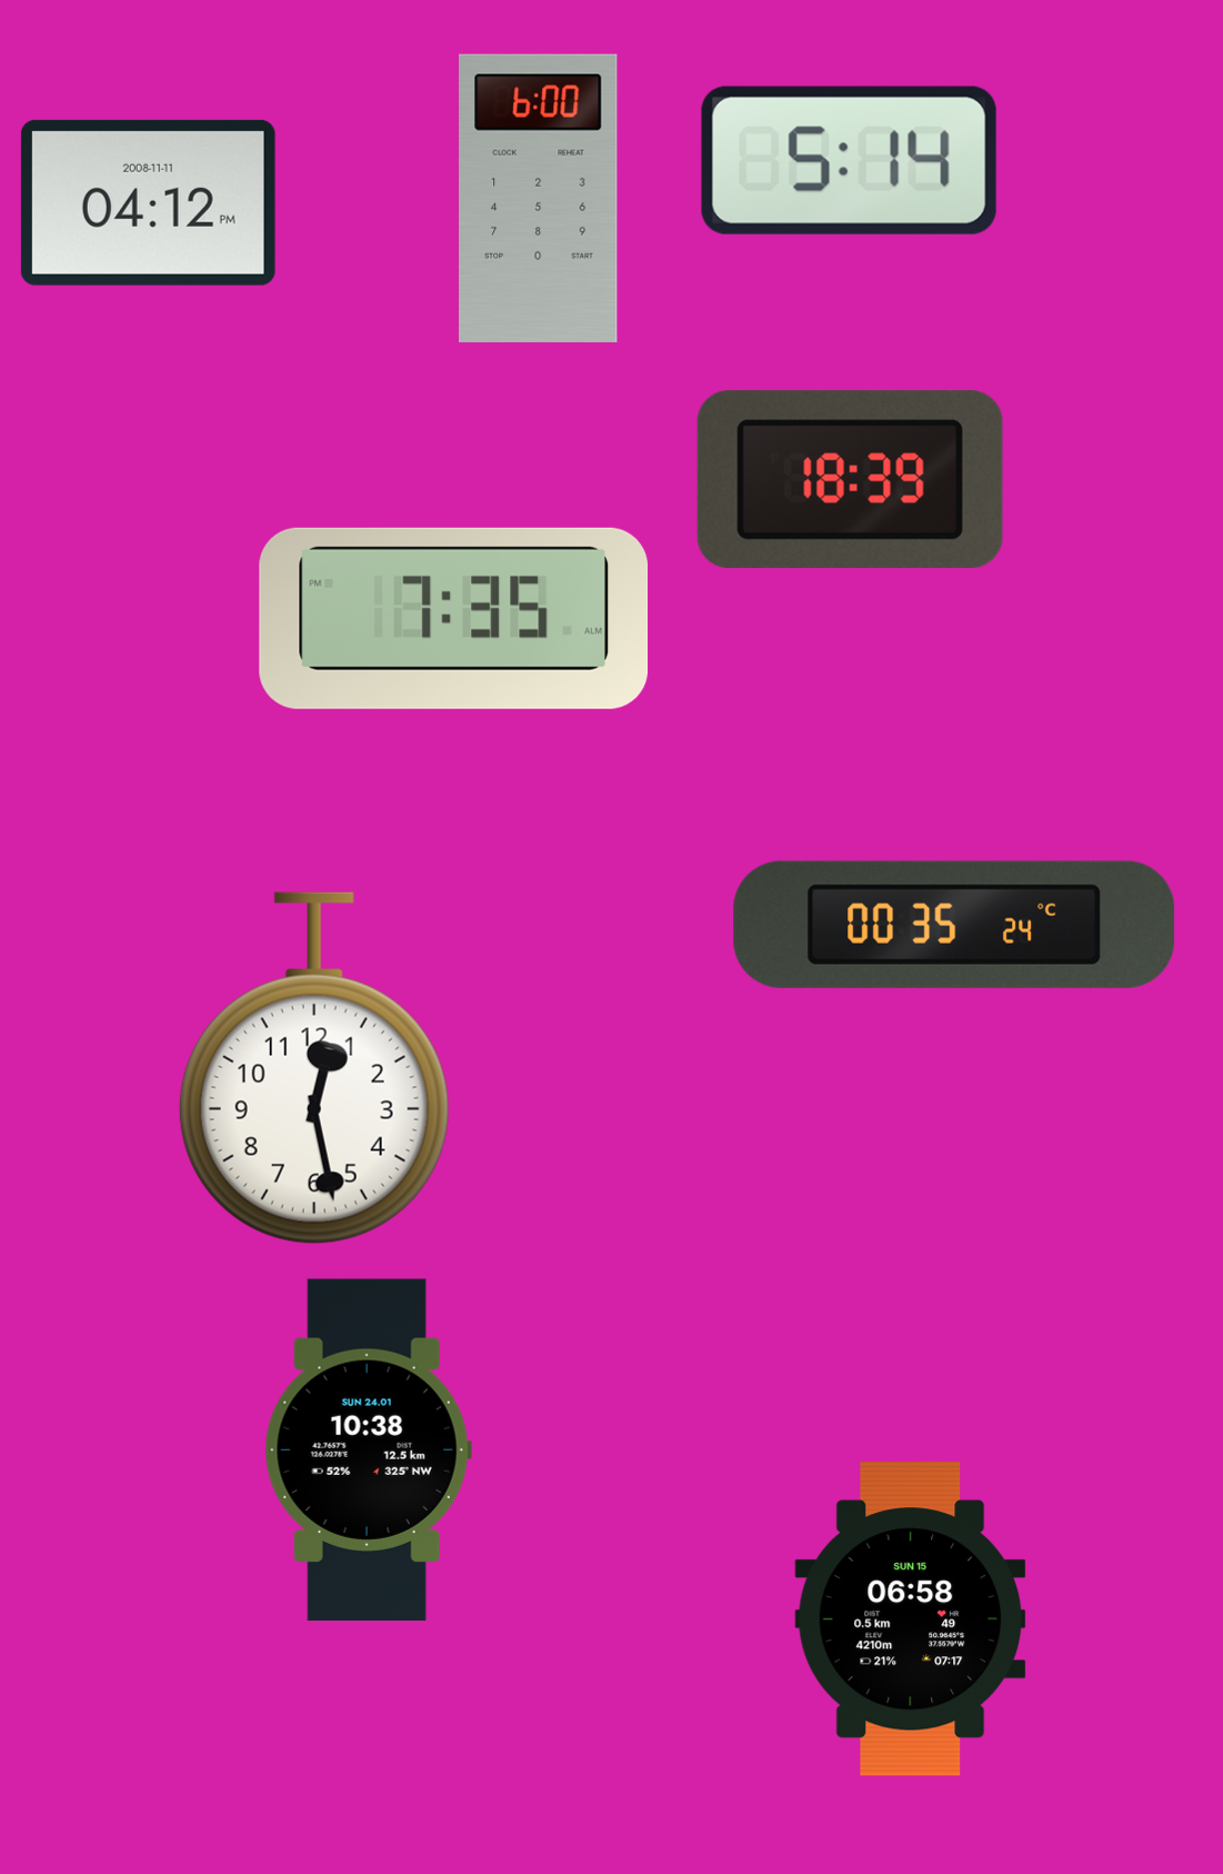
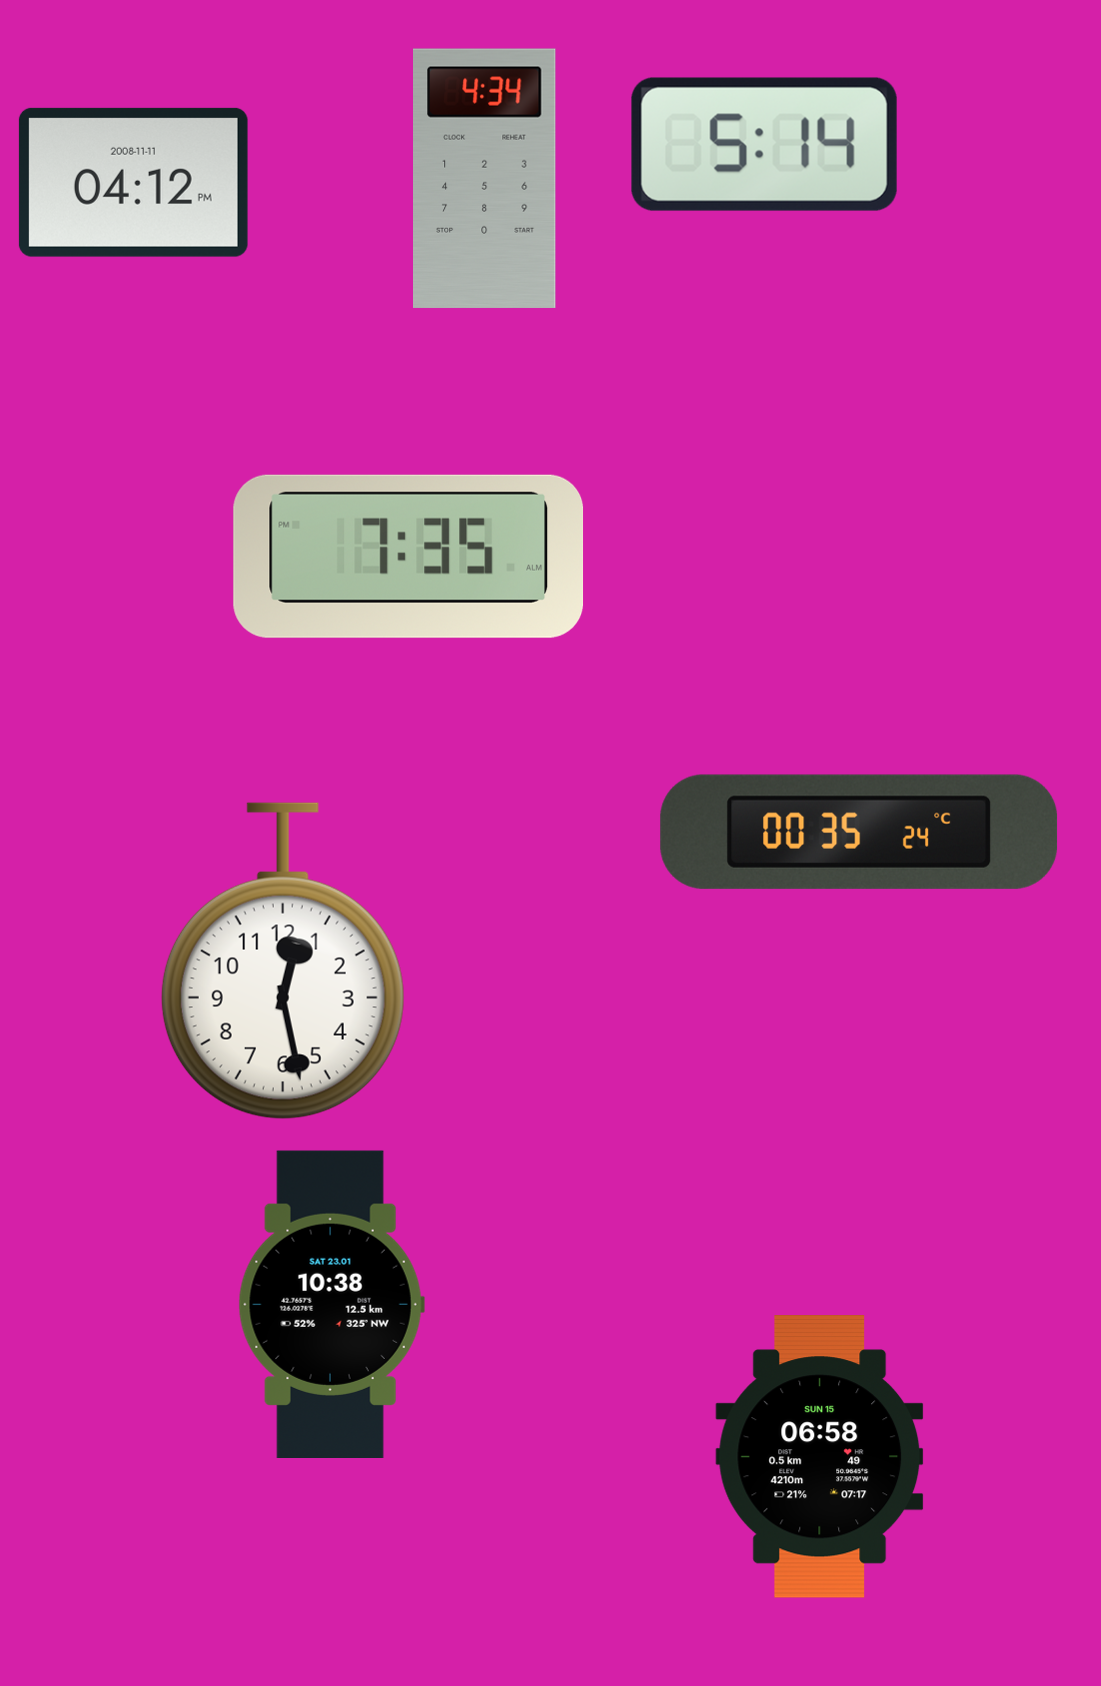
clock at (539, 198): 6:00 -> 4:34
clock at (850, 480): 18:39 -> none
clock at (368, 1449) date: SUN 24.01 -> SAT 23.01
